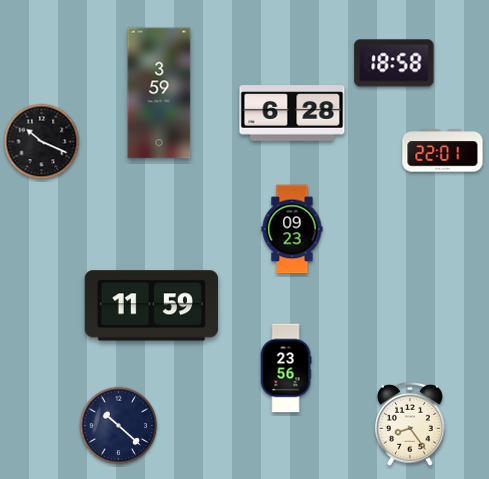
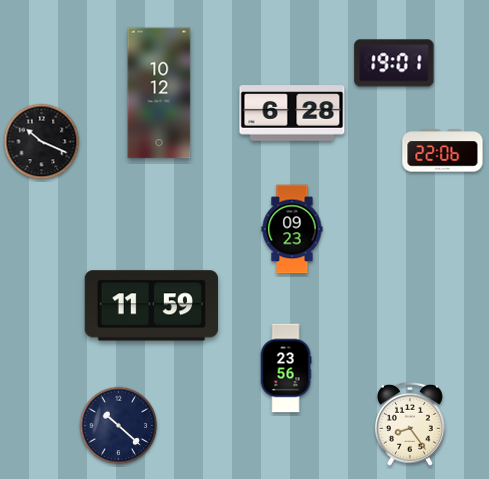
clock at (394, 63): 18:58 -> 19:01
clock at (159, 93): 3:59 -> 10:12
clock at (443, 151): 22:01 -> 22:06
